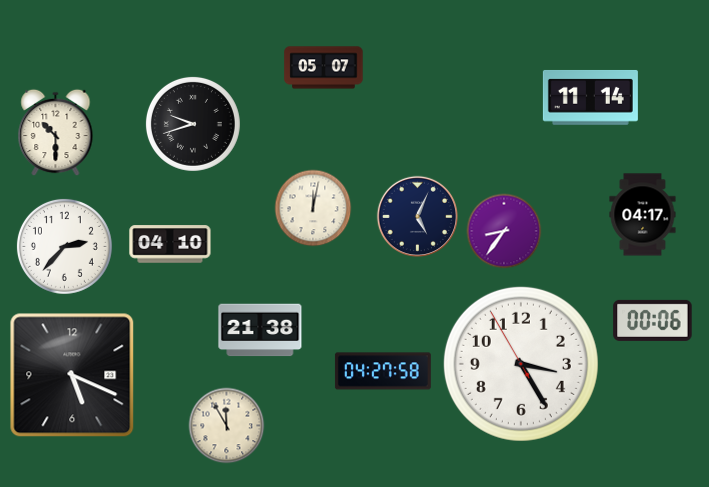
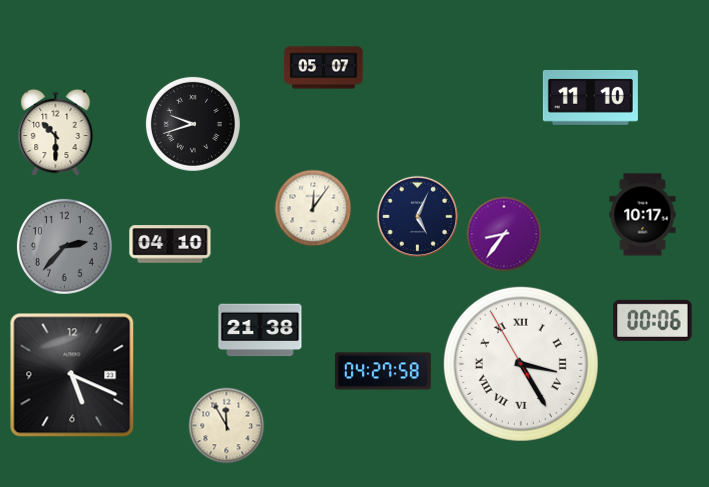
clock at (590, 97): 11:14 -> 11:10
clock at (313, 208): 12:02 -> 12:06
clock at (643, 215): 04:17 -> 10:17
clock at (504, 231) position: (504, 231) -> (504, 234)
clock at (64, 246) dial: white -> grey
clock at (521, 364) numerals: Arabic -> Roman
